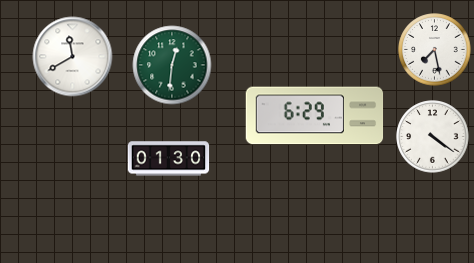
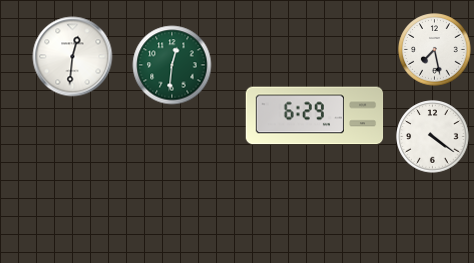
clock at (73, 57): 11:40 -> 12:31
clock at (169, 159): 01:30 -> none
